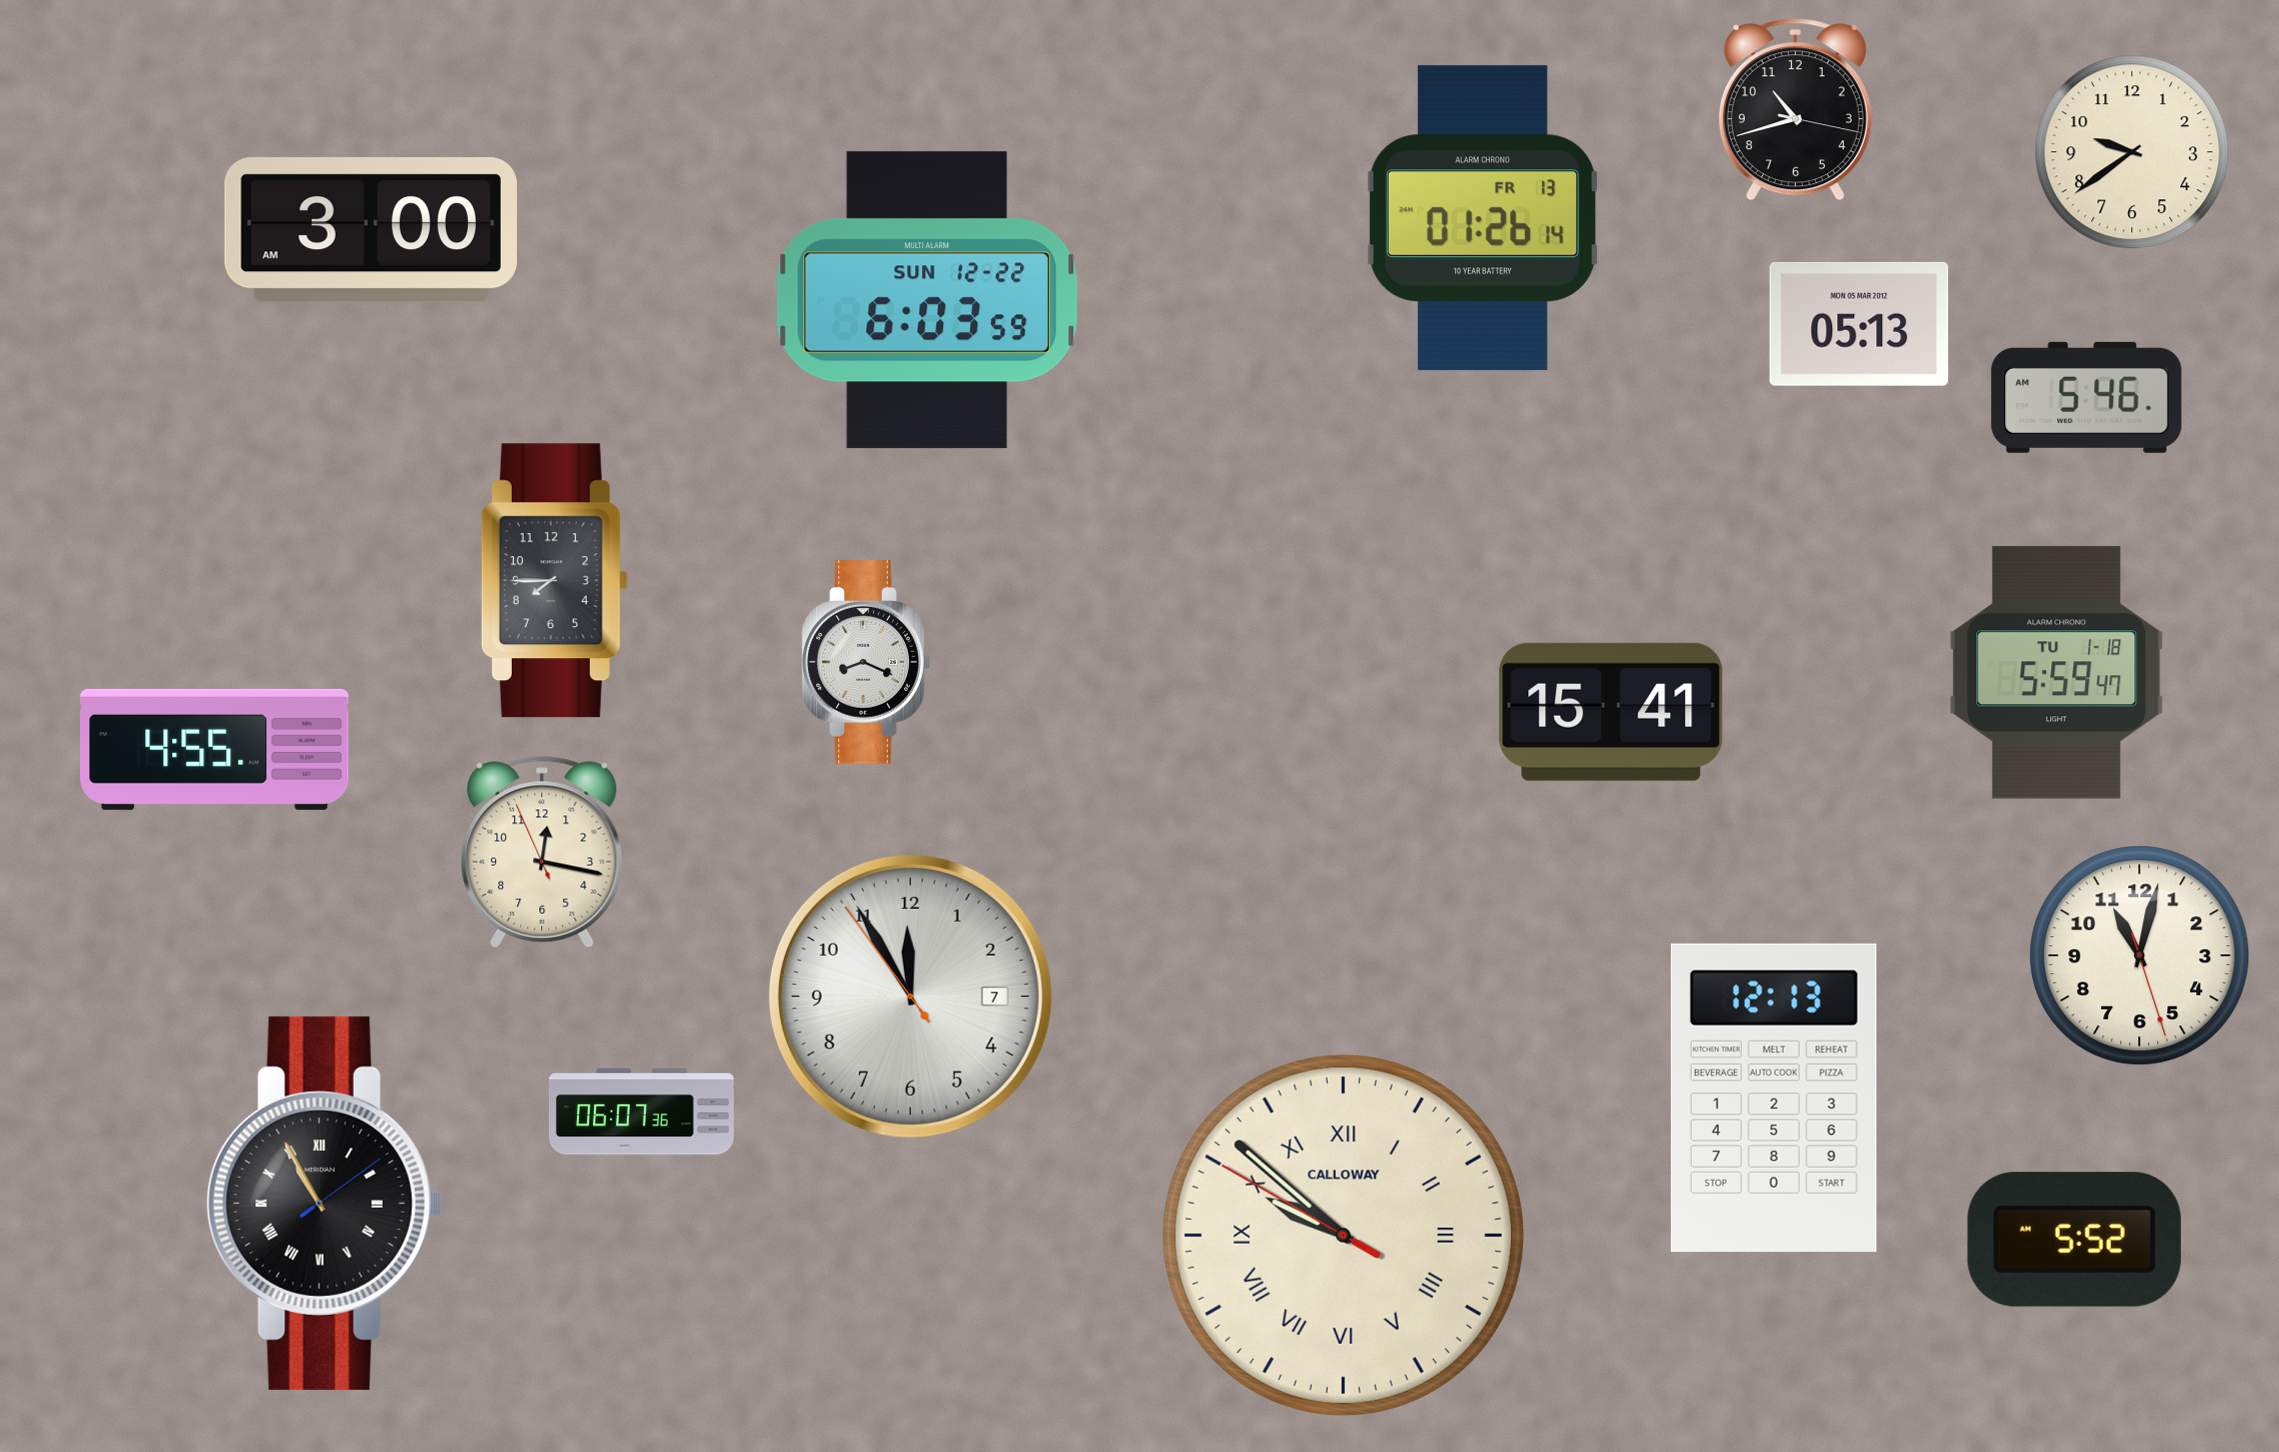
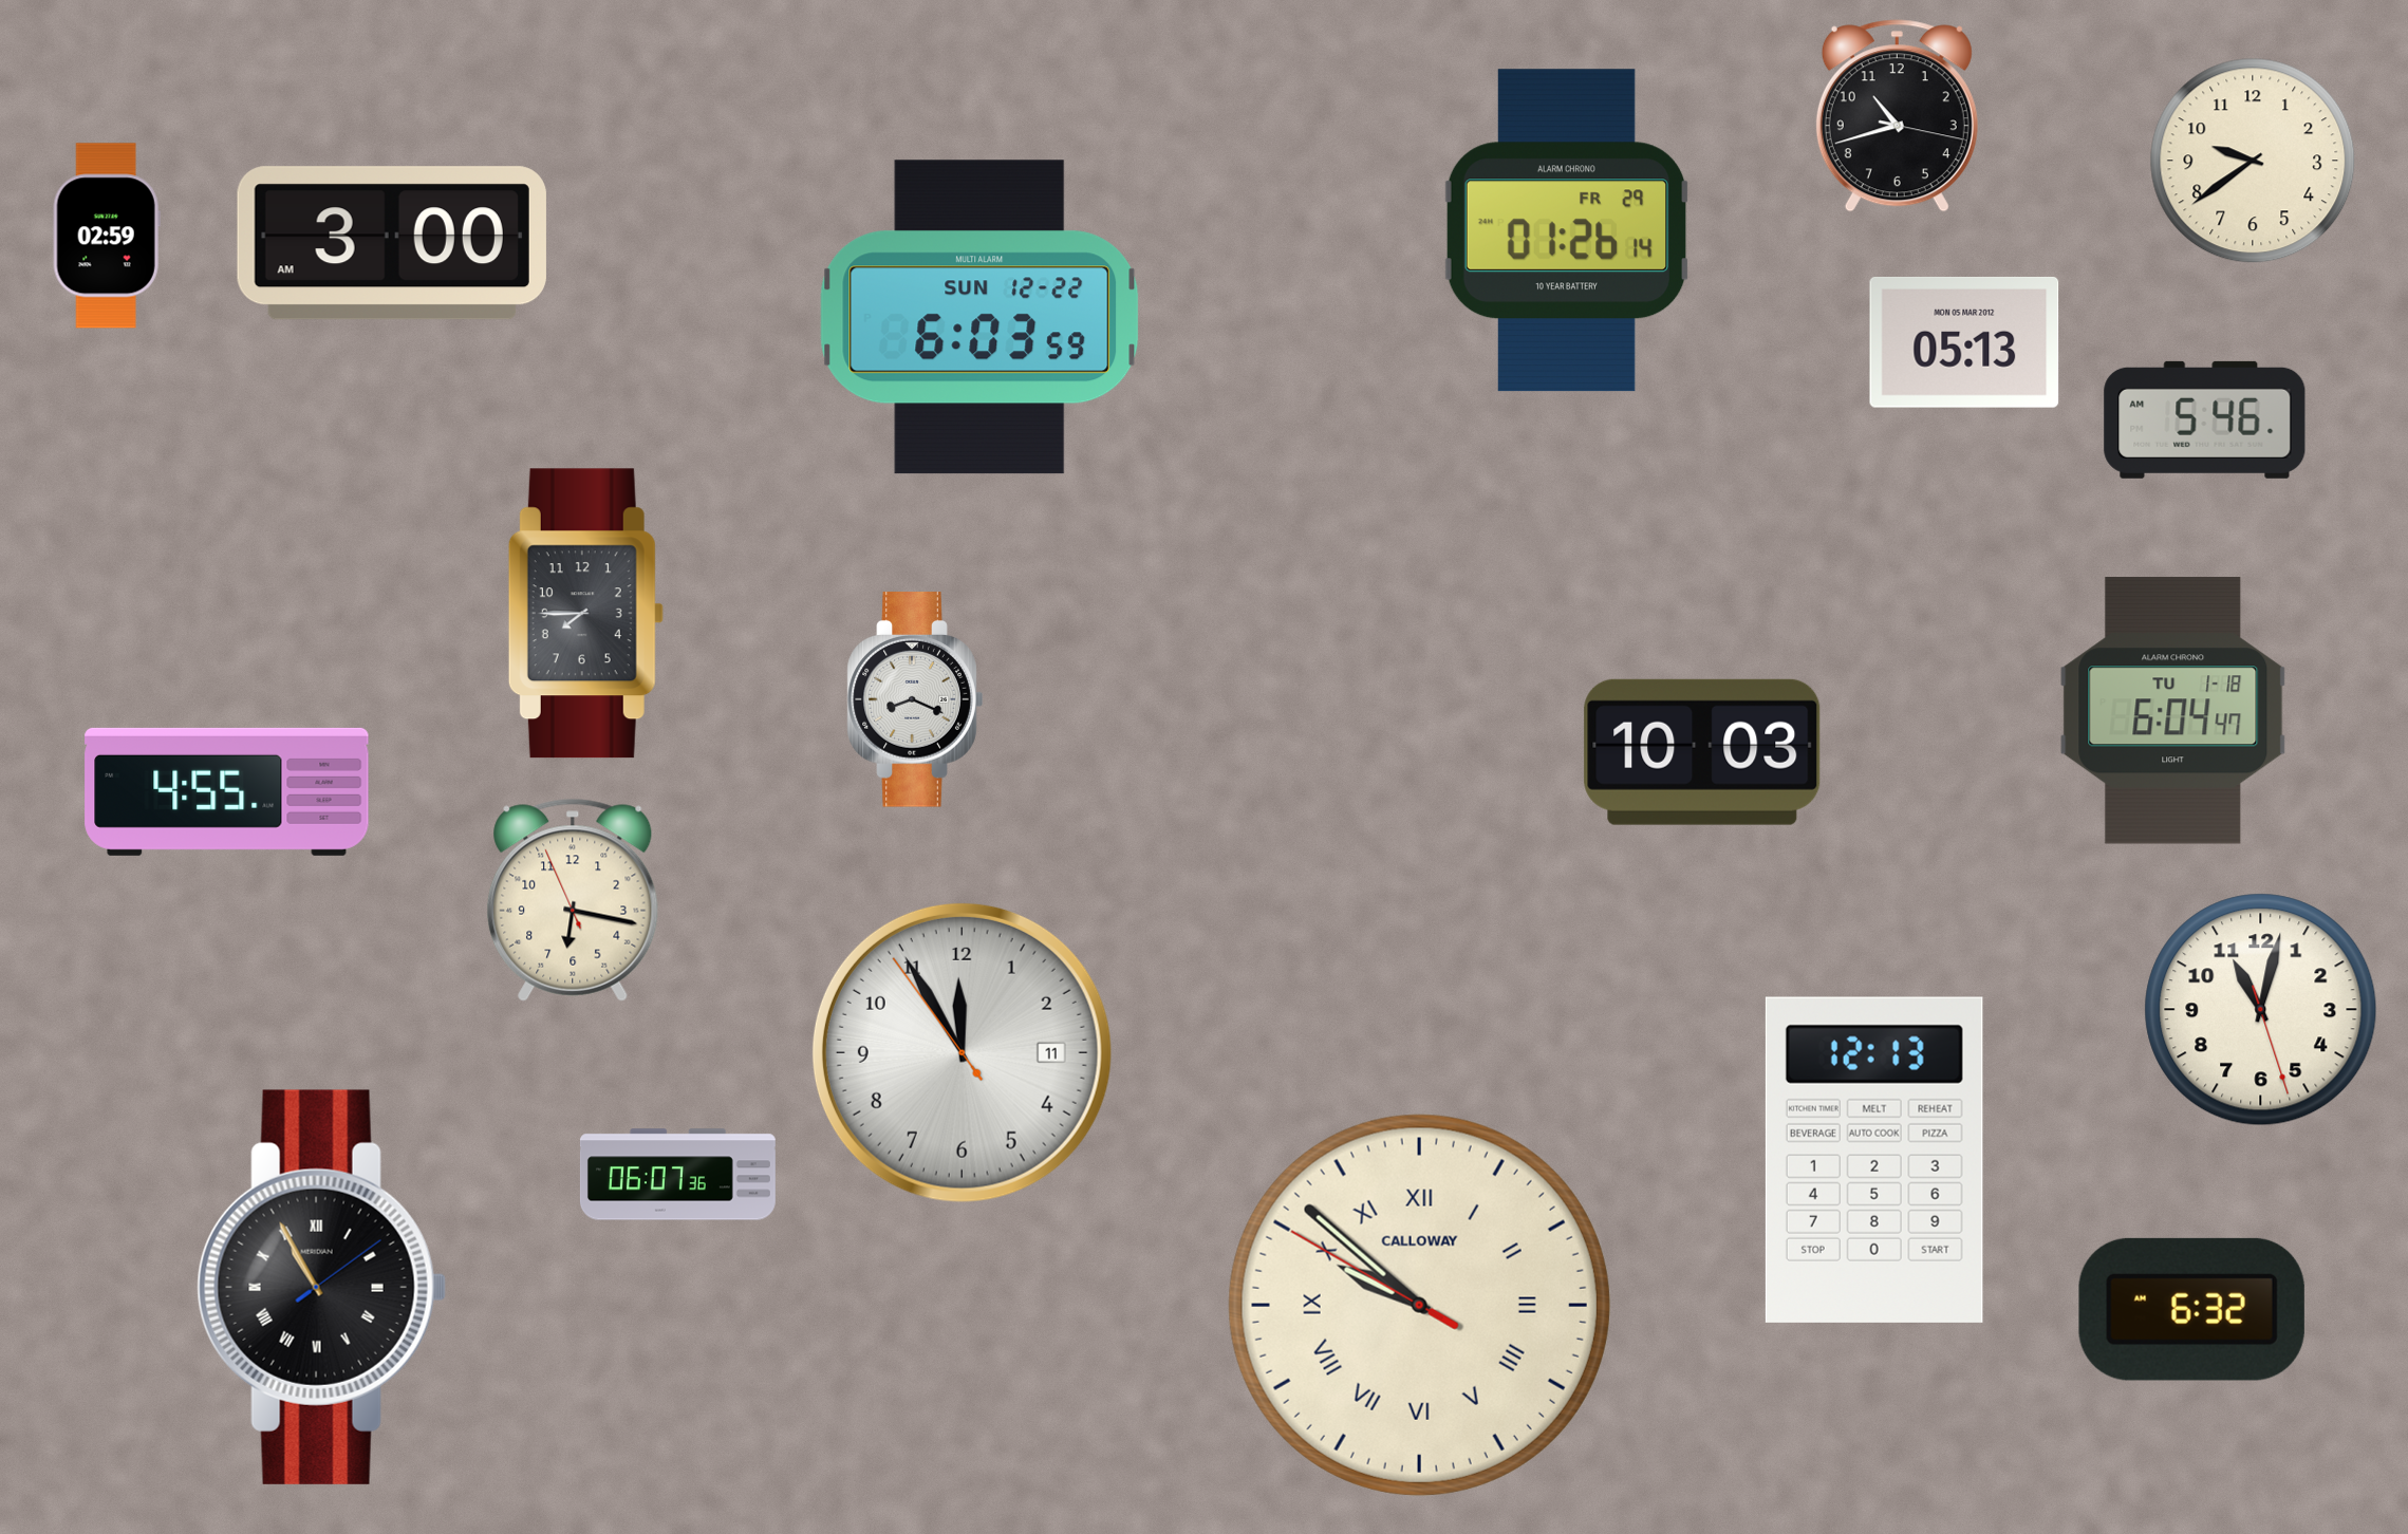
clock at (1483, 218) date: FR 13 -> FR 29
clock at (107, 236): none -> 02:59
clock at (2057, 673): 5:59 -> 6:04
clock at (1611, 712): 15:41 -> 10:03
clock at (542, 852): 12:16 -> 6:16
clock at (910, 996) date: 7 -> 11
clock at (324, 1203) position: (324, 1203) -> (321, 1287)
clock at (2074, 1239): 5:52 -> 6:32
